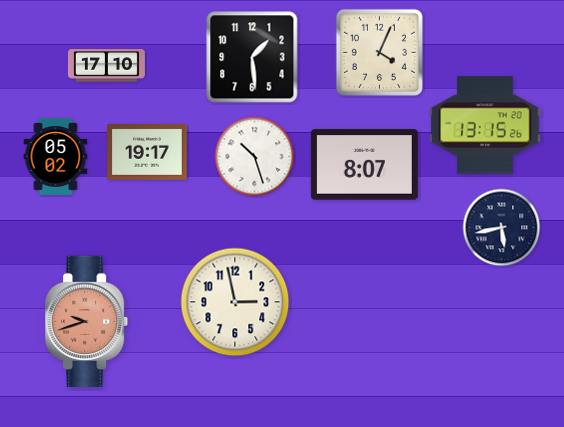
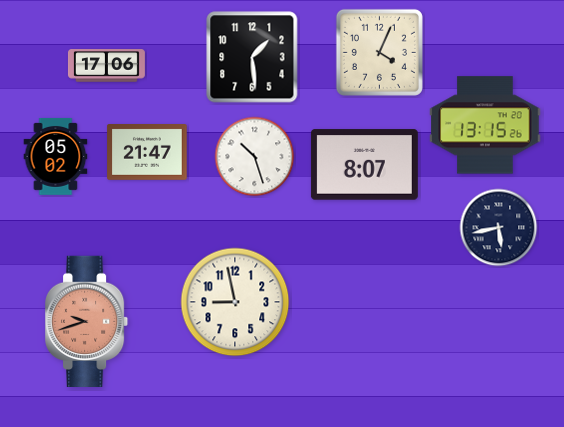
clock at (106, 66): 17:10 -> 17:06
clock at (147, 153): 19:17 -> 21:47
clock at (502, 228) position: (502, 228) -> (499, 228)
clock at (235, 302): 2:58 -> 8:58
